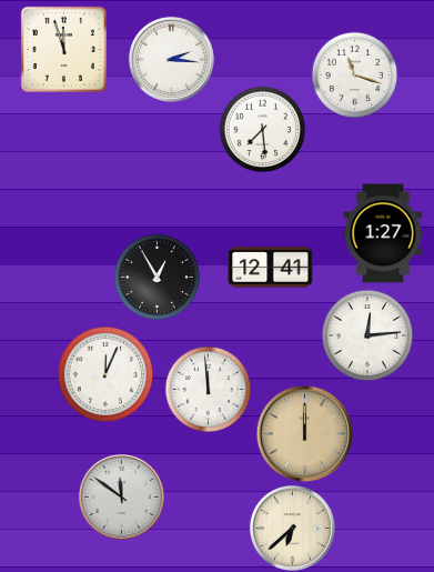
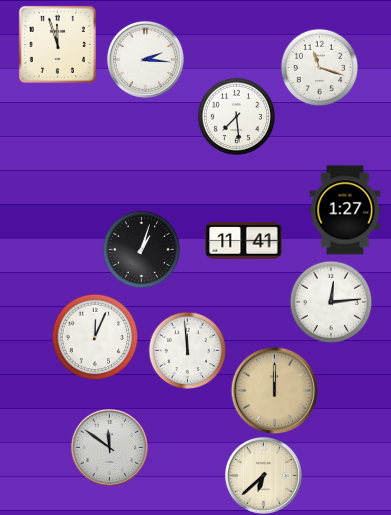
clock at (171, 59) position: (171, 59) -> (145, 59)
clock at (271, 268): 12:41 -> 11:41
clock at (157, 277): 12:55 -> 1:03
